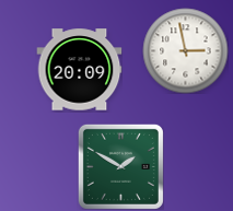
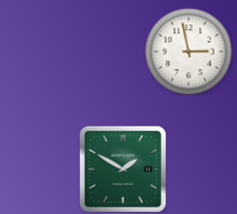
clock at (79, 70): 20:09 -> none
